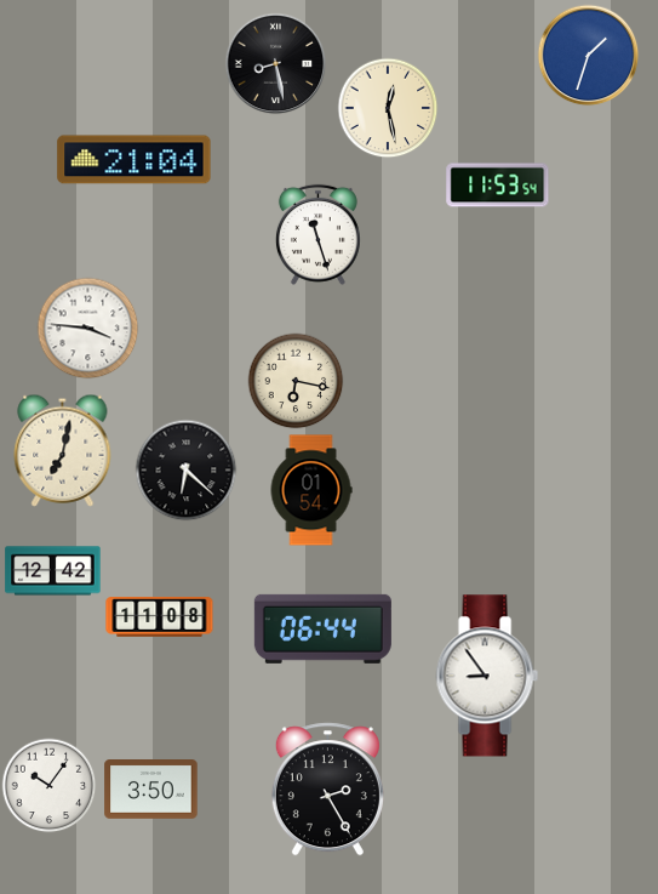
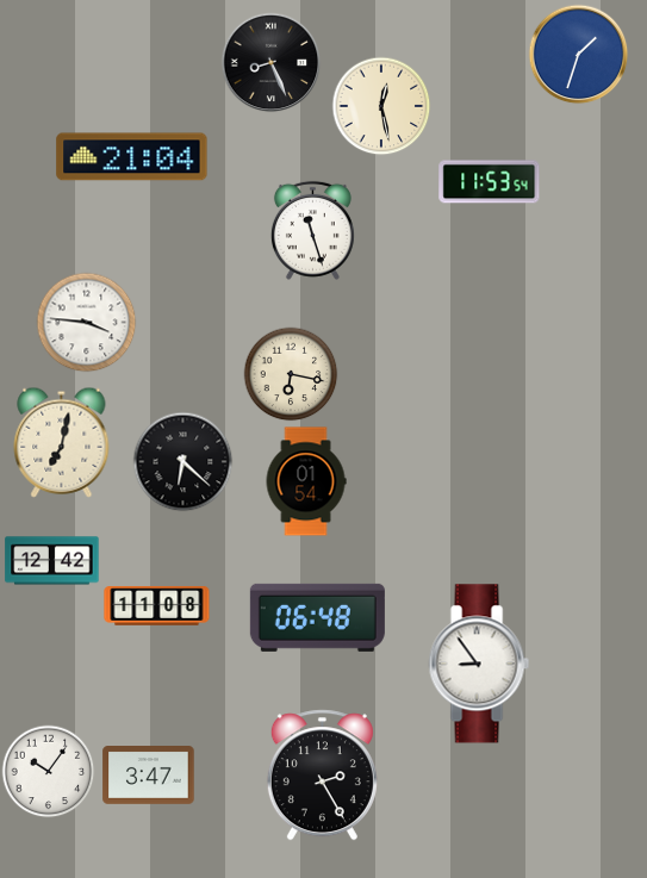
clock at (275, 63): 8:28 -> 8:26
clock at (322, 628): 06:44 -> 06:48
clock at (151, 790): 3:50 -> 3:47
